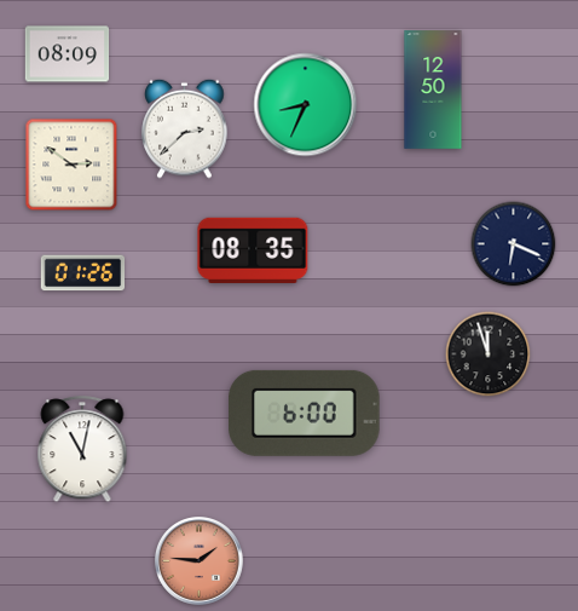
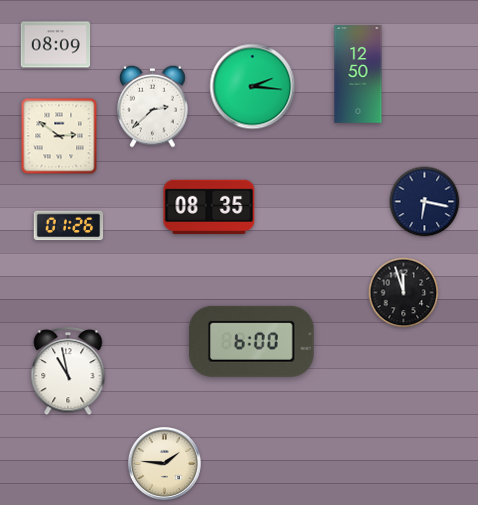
clock at (306, 105): 8:34 -> 2:16
clock at (514, 244): 6:19 -> 6:17
clock at (82, 450): 11:02 -> 10:58
clock at (200, 561) dial: salmon -> cream
